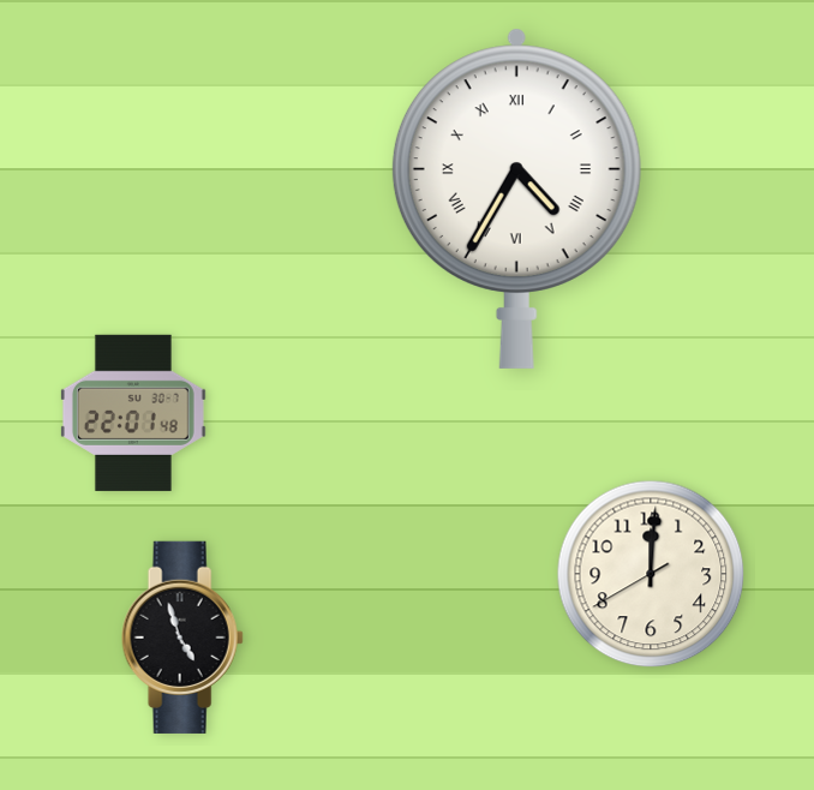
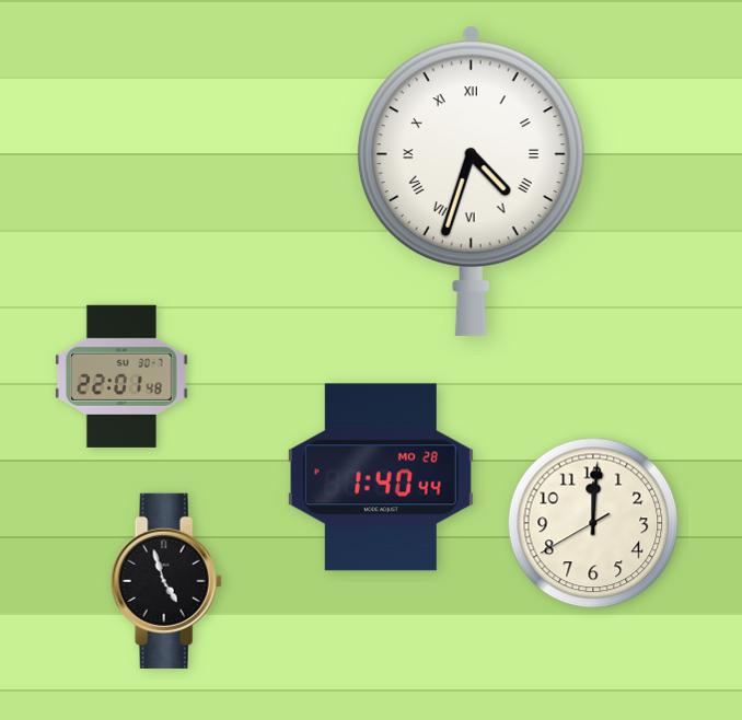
clock at (516, 198): 4:35 -> 4:33
clock at (381, 477): none -> 1:40
